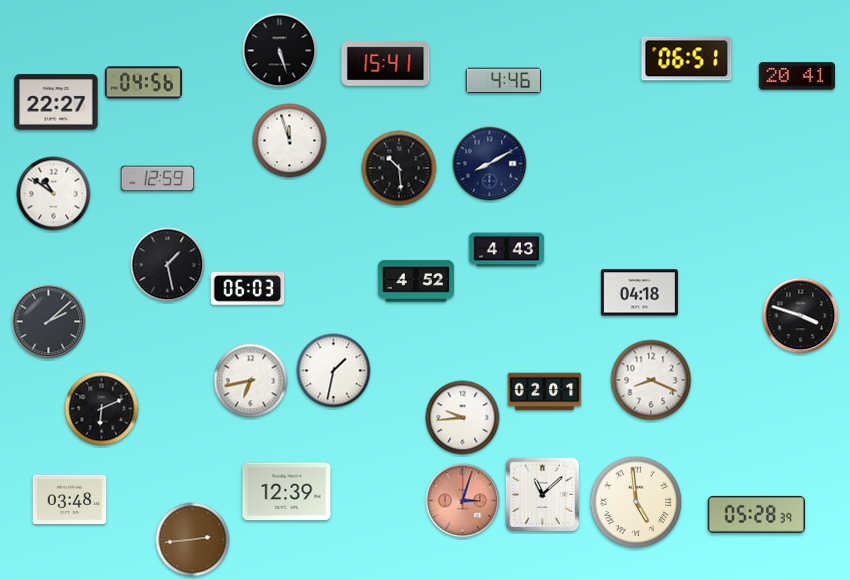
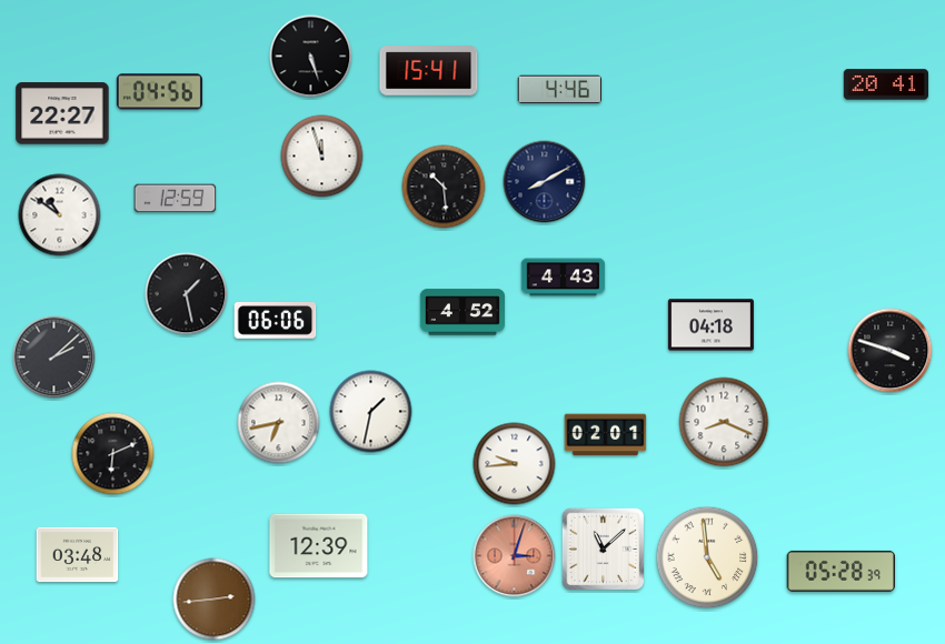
clock at (687, 59): 06:51 -> none
clock at (248, 289): 06:03 -> 06:06
